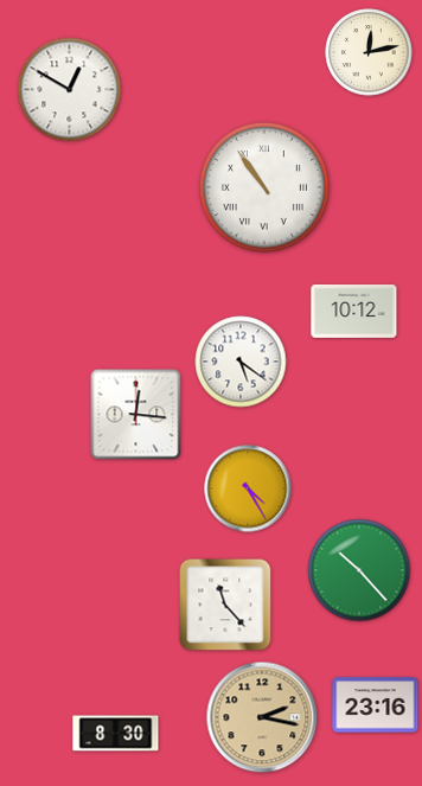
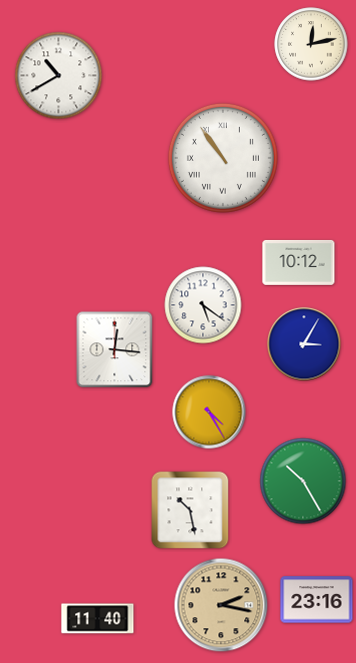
clock at (70, 90): 12:50 -> 10:40
clock at (304, 344): none -> 3:05
clock at (359, 570): 10:23 -> 10:25
clock at (225, 605): 11:23 -> 10:28
clock at (376, 705) position: (376, 705) -> (317, 600)
clock at (116, 734): 8:30 -> 11:40
